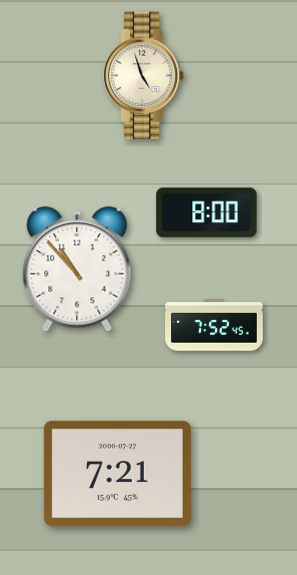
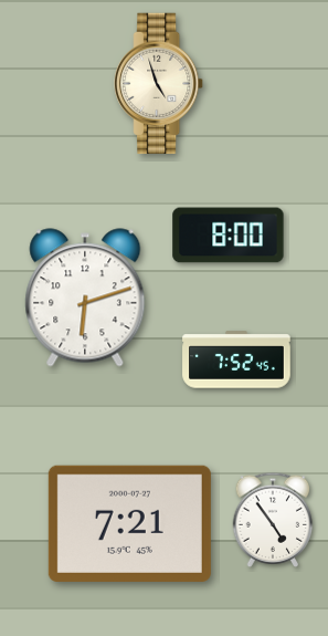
clock at (77, 269): 10:53 -> 6:12
clock at (273, 520): none -> 4:54
